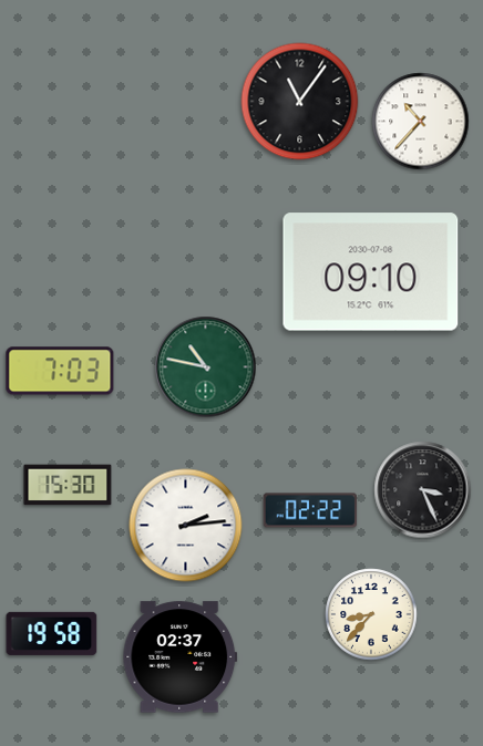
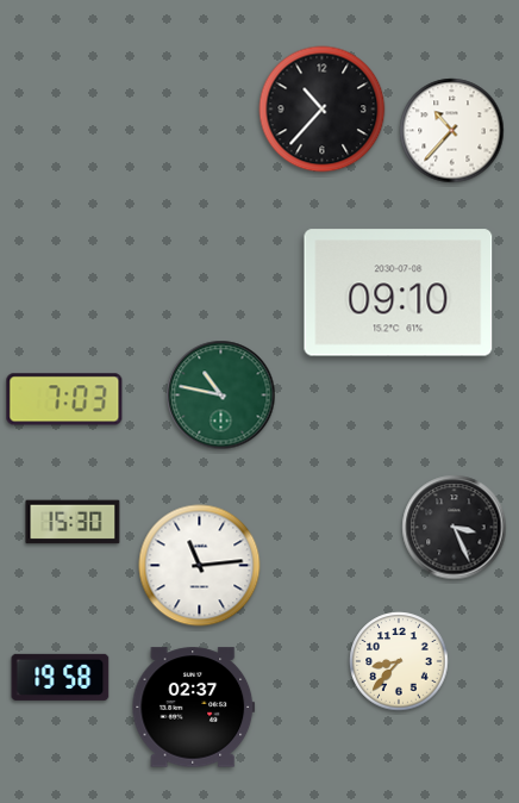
clock at (300, 102): 11:06 -> 10:37
clock at (310, 510): 02:22 -> none
clock at (186, 526): 2:14 -> 11:14
clock at (52, 633) position: (52, 633) -> (61, 677)
